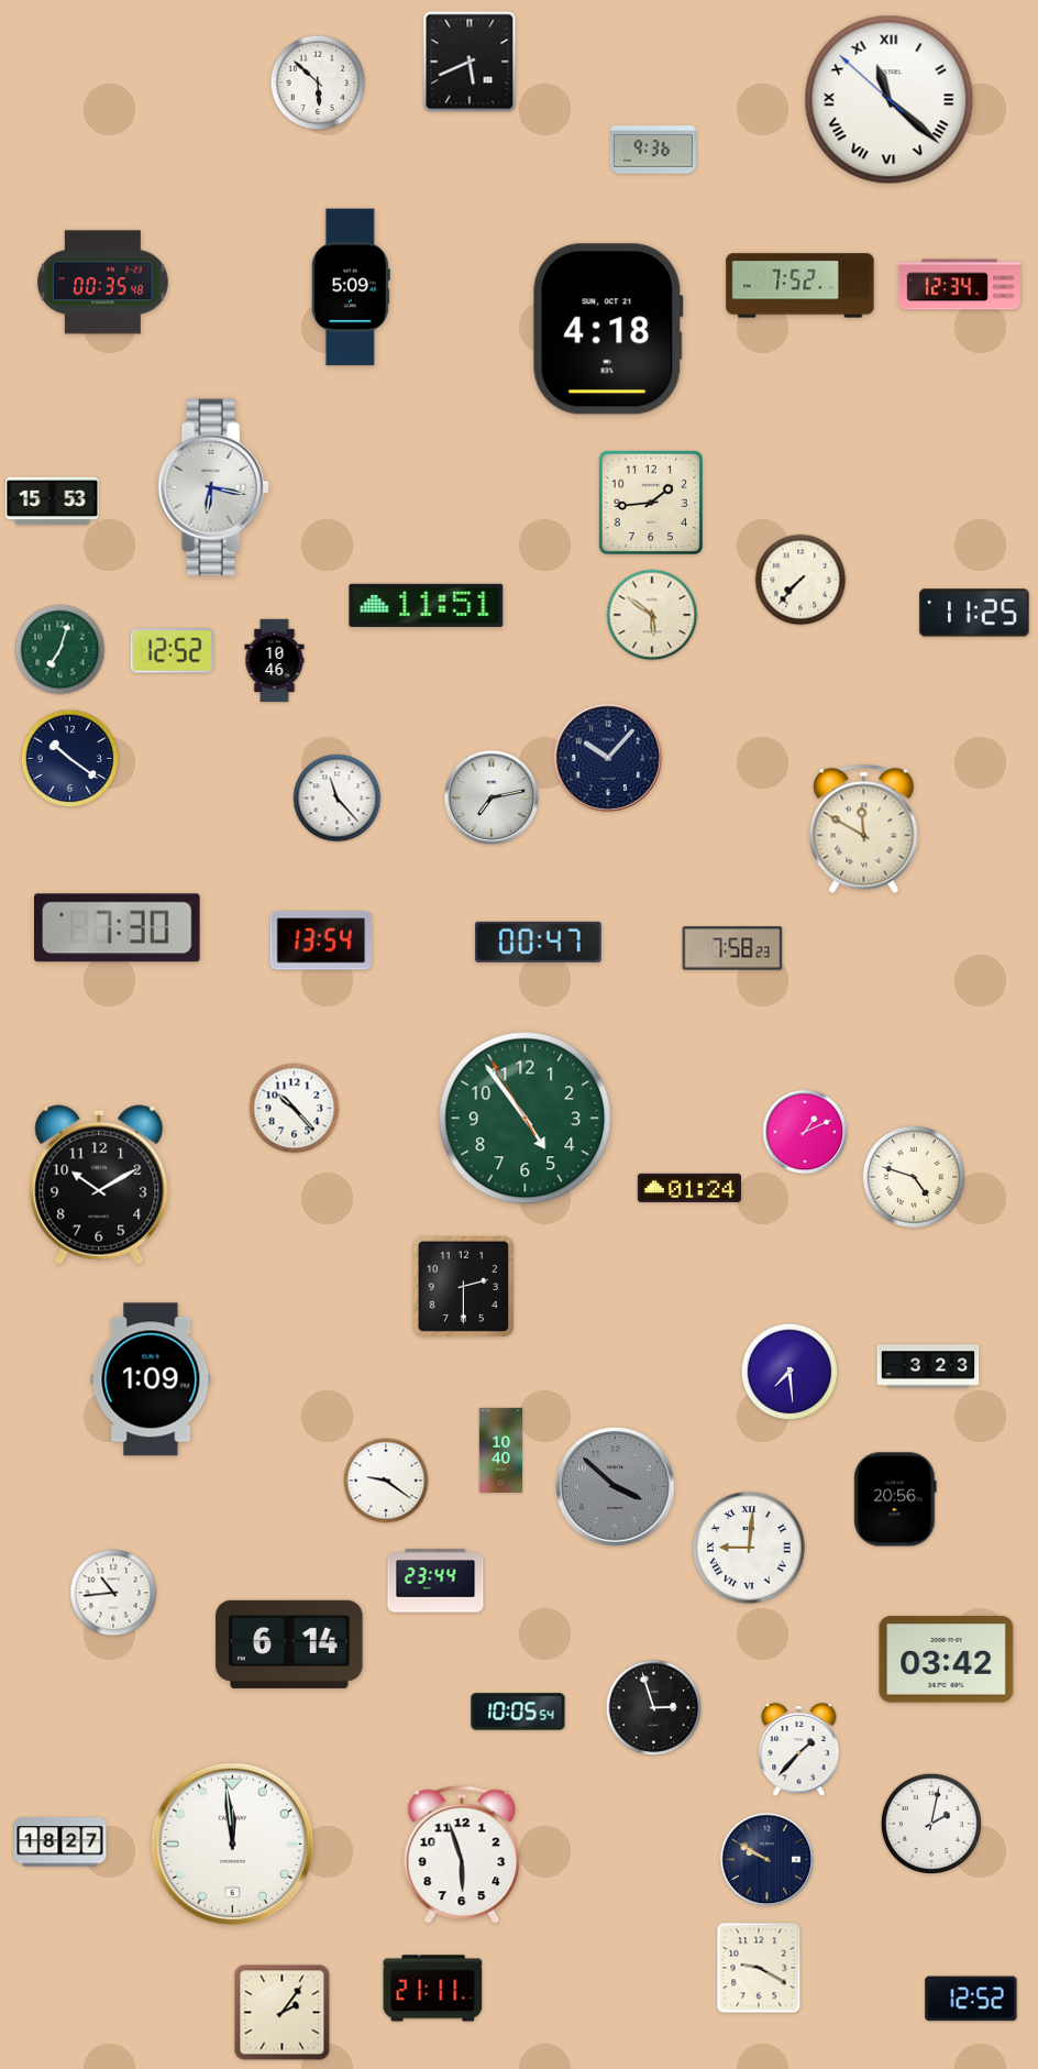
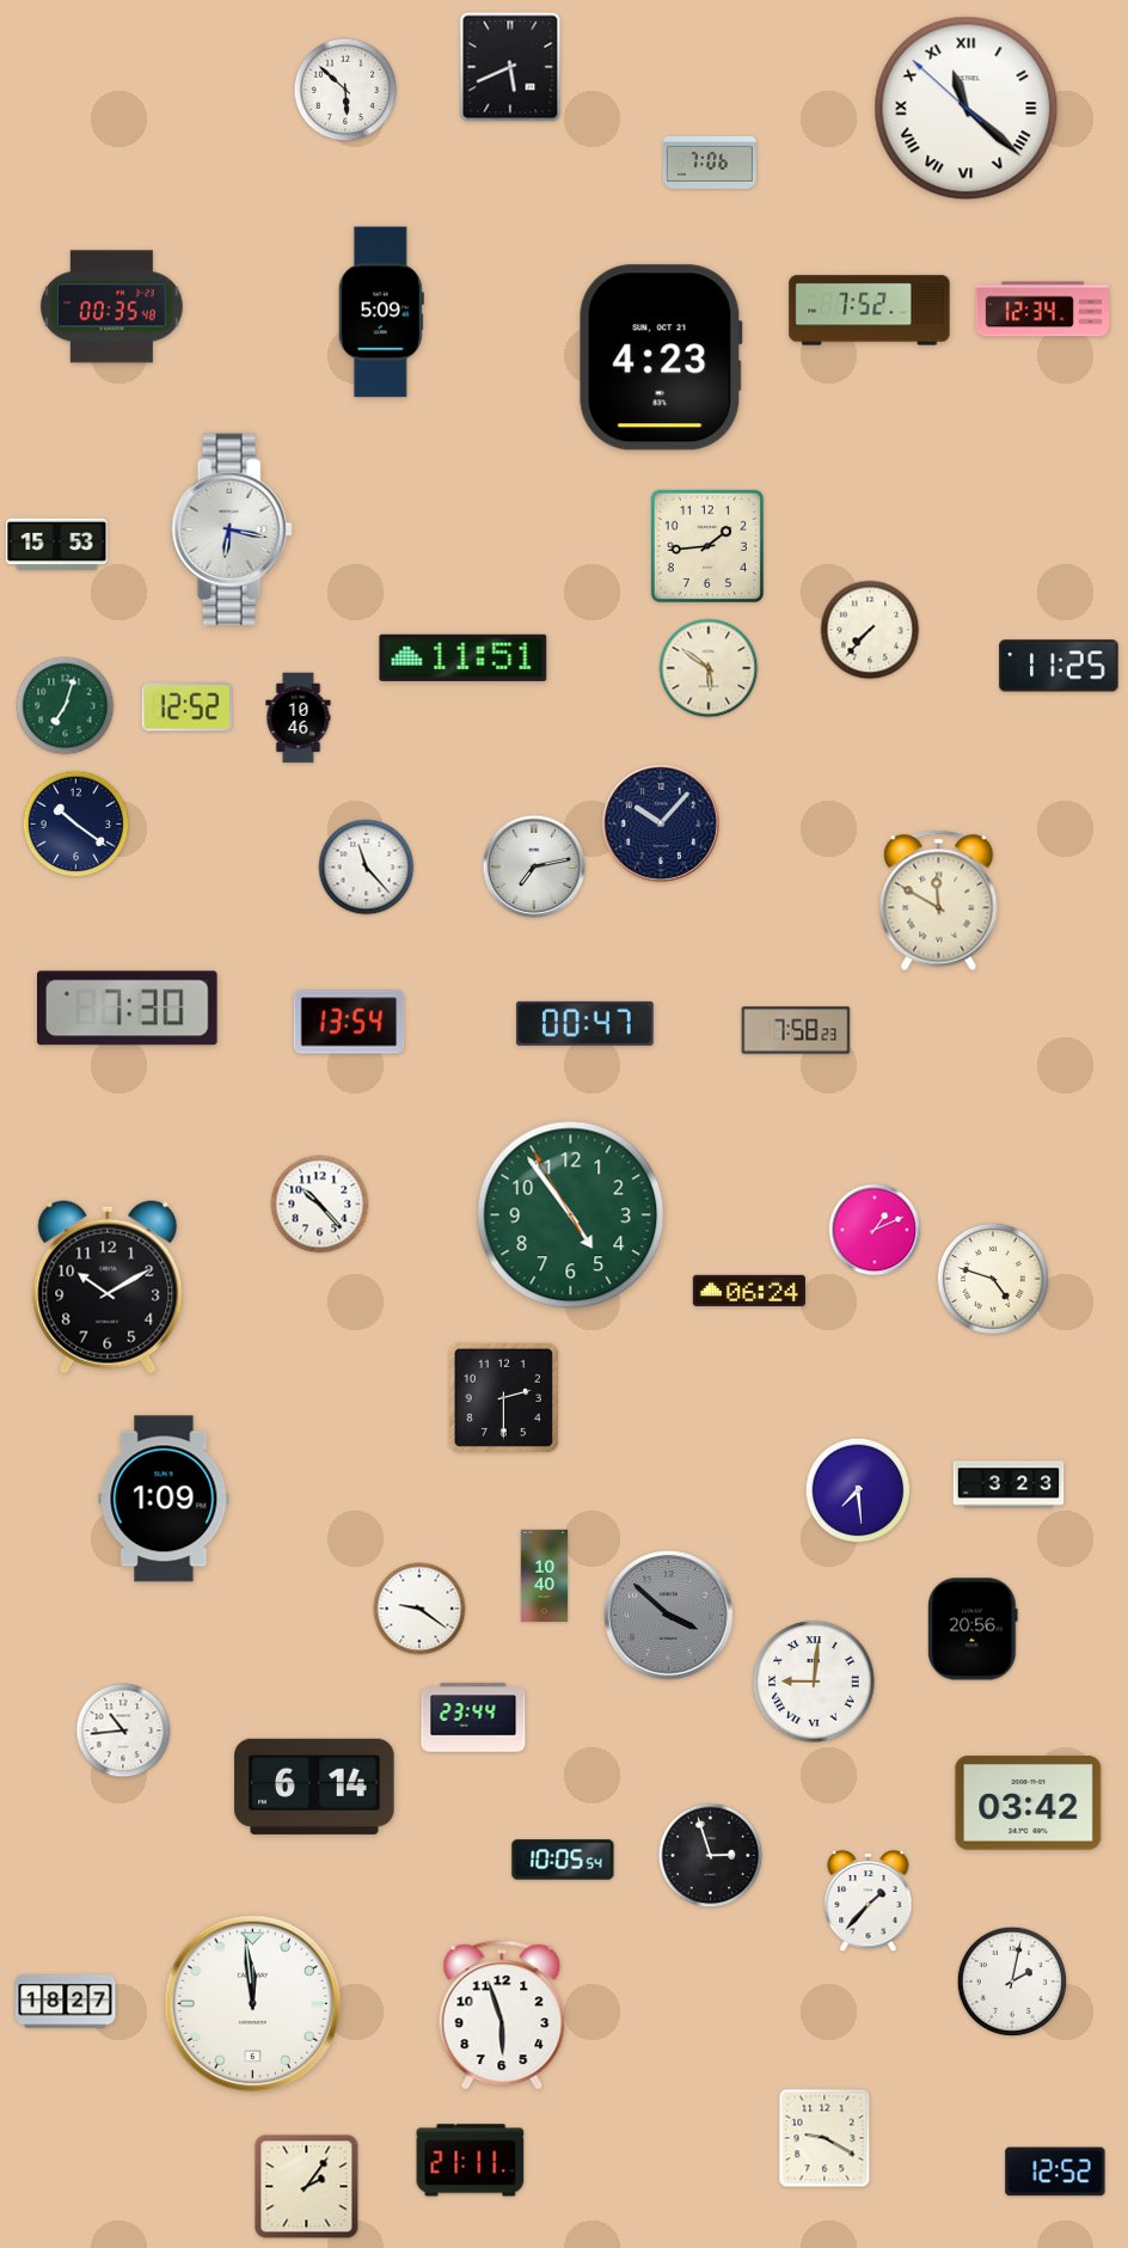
clock at (653, 151): 9:36 -> 7:06
clock at (608, 329): 4:18 -> 4:23
clock at (689, 1188): 01:24 -> 06:24
clock at (768, 1860): 9:50 -> none
